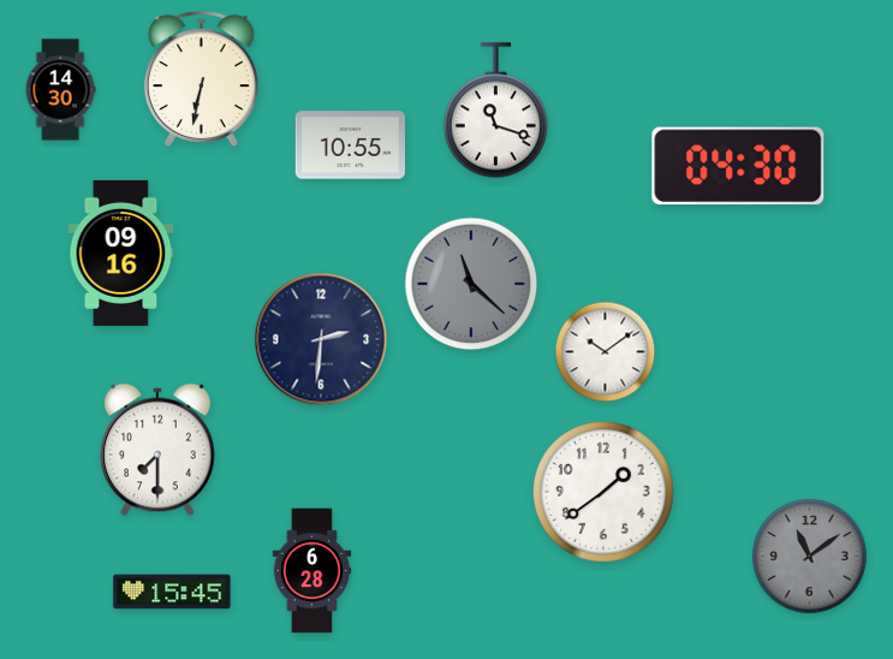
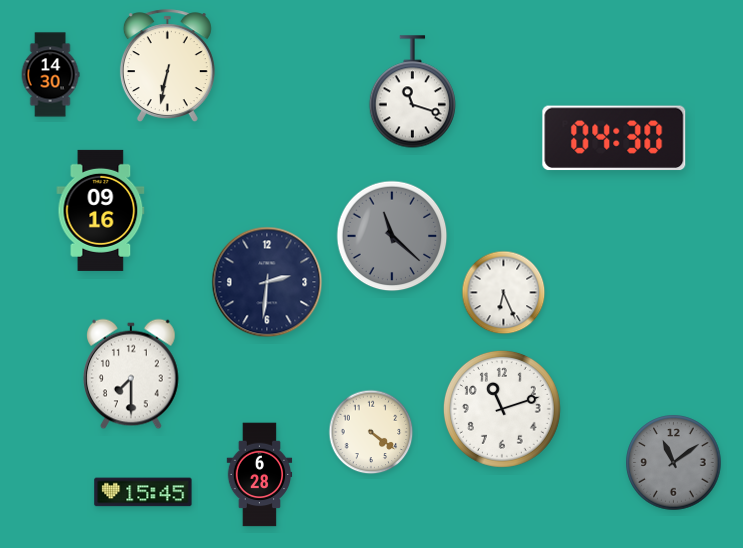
clock at (350, 146): 10:55 -> none
clock at (606, 352): 10:09 -> 6:26
clock at (603, 492): 1:39 -> 11:12
clock at (371, 432): none -> 4:21
